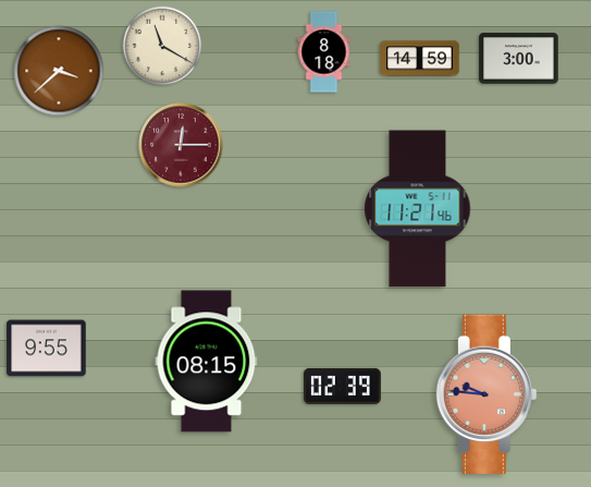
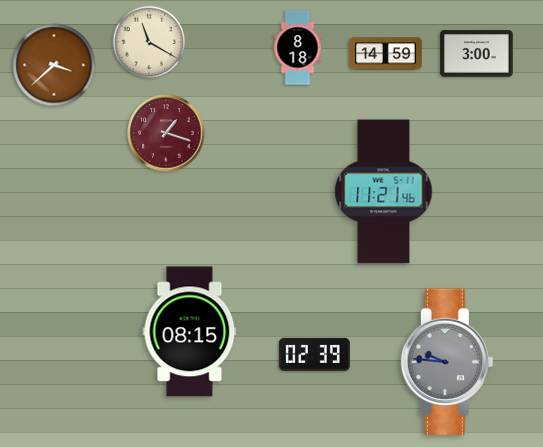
clock at (181, 145): 12:15 -> 1:18
clock at (47, 349): 9:55 -> none
clock at (487, 394) dial: salmon -> grey
